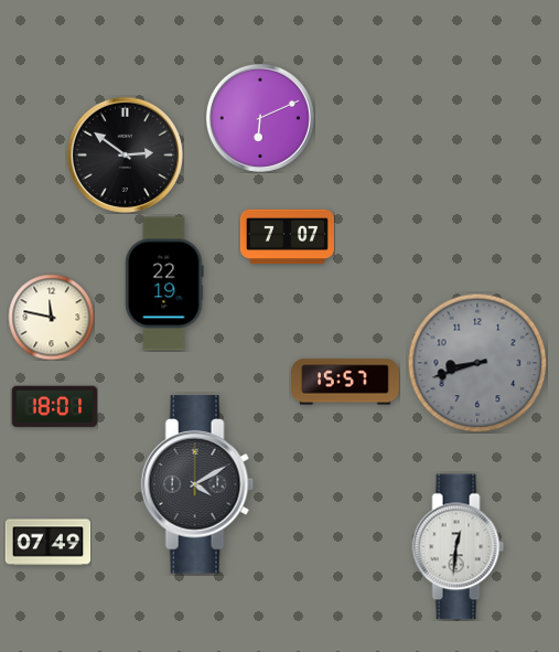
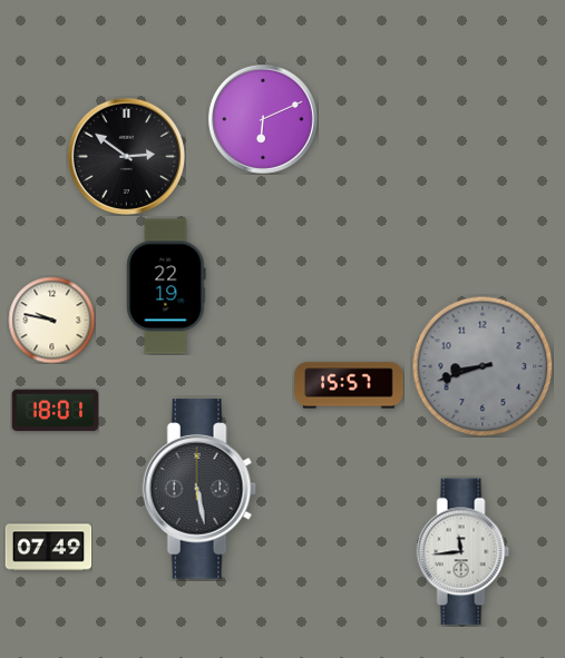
clock at (287, 237): 7:07 -> none
clock at (51, 317): 11:47 -> 9:47
clock at (197, 484): 4:10 -> 5:28
clock at (459, 547): 12:31 -> 11:44
